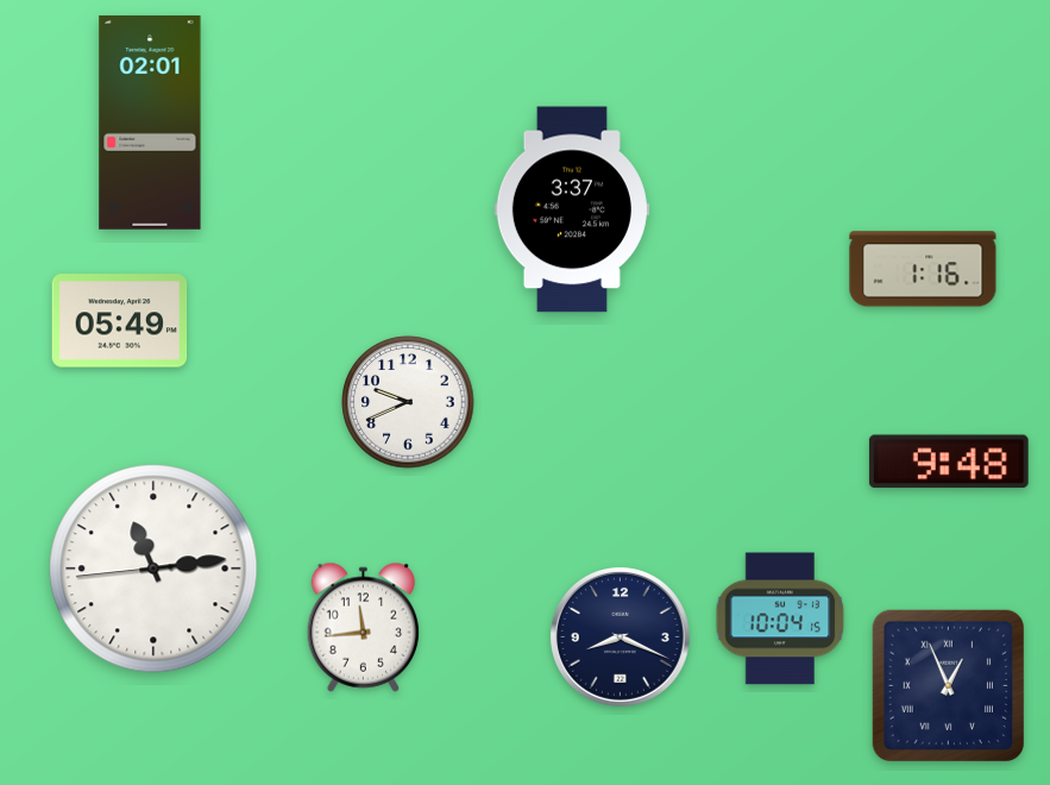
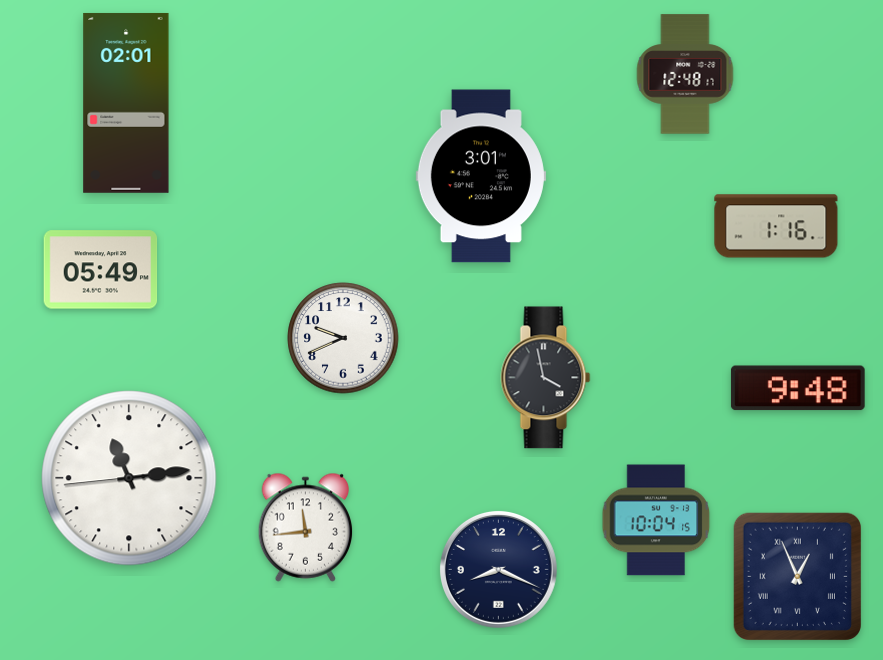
clock at (685, 74): none -> 12:48
clock at (572, 209): 3:37 -> 3:01
clock at (546, 378): none -> 3:58
clock at (620, 636) position: (620, 636) -> (498, 569)
